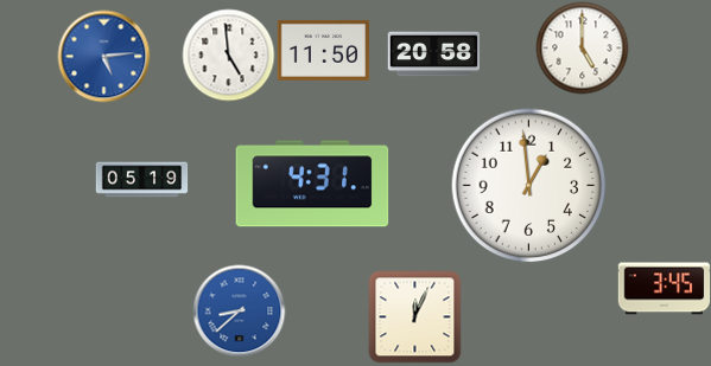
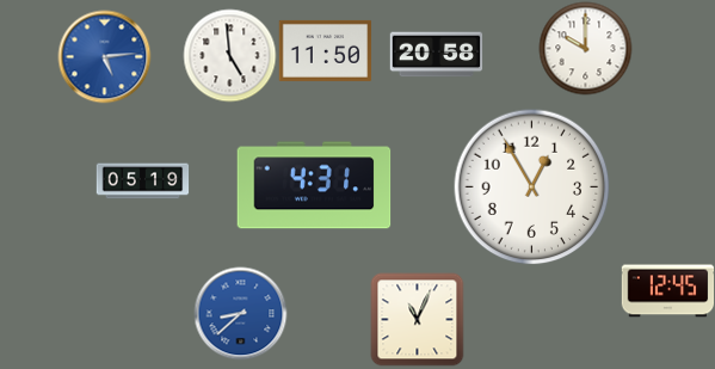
clock at (582, 47): 5:00 -> 10:00
clock at (529, 186): 12:59 -> 12:55
clock at (664, 289): 3:45 -> 12:45
clock at (414, 316): 12:04 -> 11:04
